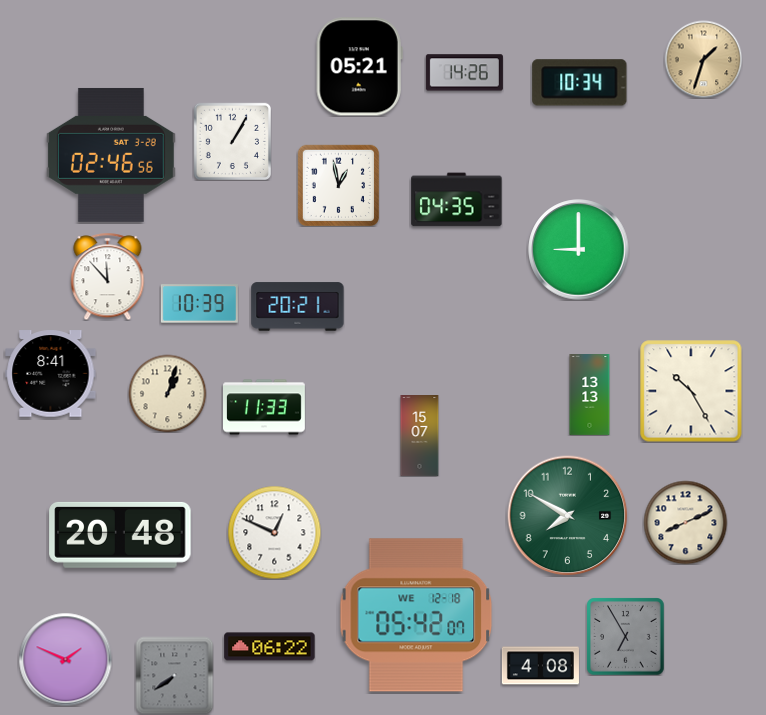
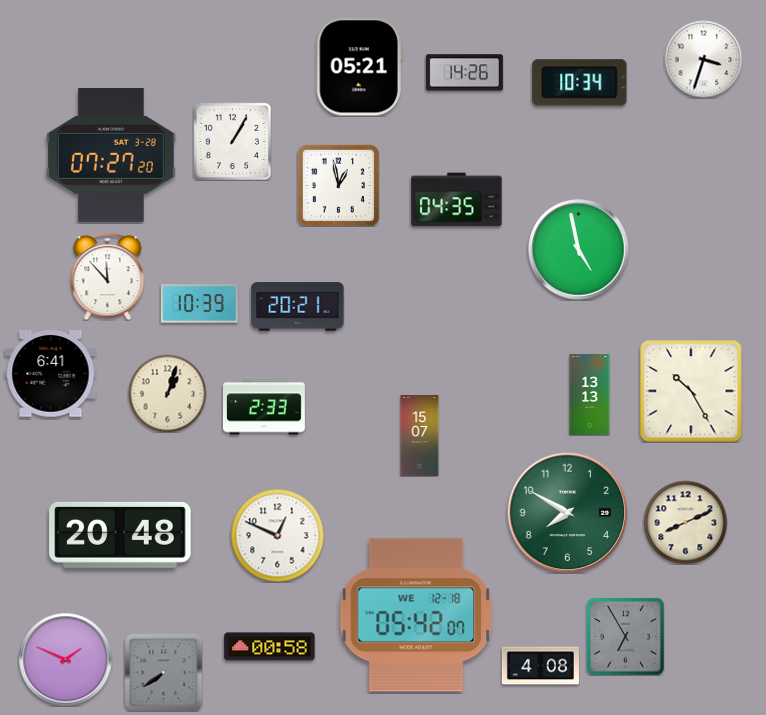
clock at (703, 59): 1:33 -> 3:33
clock at (703, 59) dial: champagne -> white
clock at (111, 155): 02:46 -> 07:27
clock at (579, 250): 9:00 -> 4:58
clock at (51, 374): 8:41 -> 6:41
clock at (265, 407): 11:33 -> 2:33
clock at (568, 516) position: (568, 516) -> (568, 513)
clock at (274, 532) position: (274, 532) -> (277, 535)
clock at (270, 647): 06:22 -> 00:58
clock at (174, 675) position: (174, 675) -> (163, 672)
